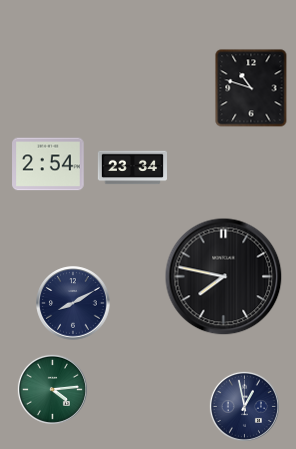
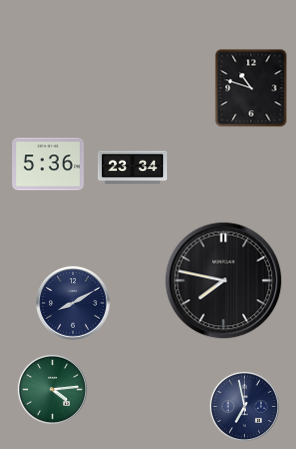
clock at (48, 164): 2:54 -> 5:36
clock at (224, 277) position: (224, 277) -> (224, 281)
clock at (244, 406): 12:58 -> 6:58
